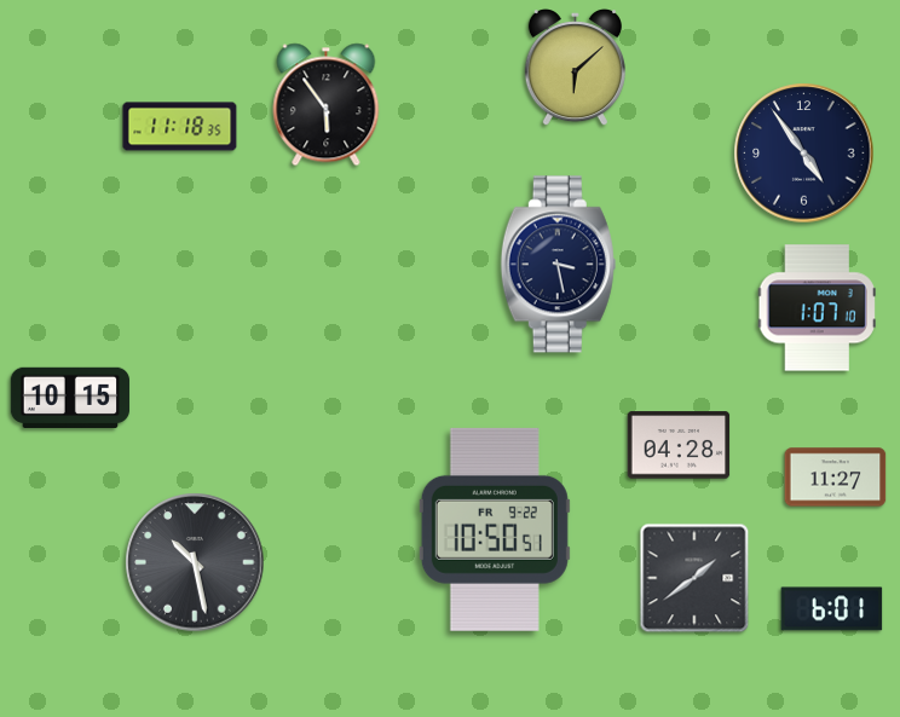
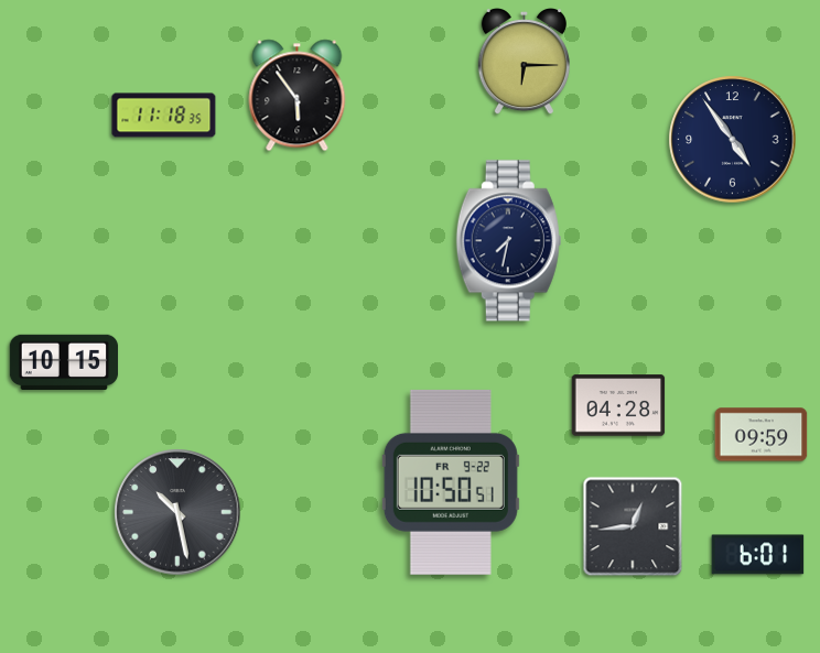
clock at (575, 69): 6:08 -> 6:15
clock at (558, 265): 3:28 -> 7:32
clock at (817, 308): 1:07 -> none
clock at (836, 478): 11:27 -> 09:59
clock at (694, 578): 1:39 -> 12:44
